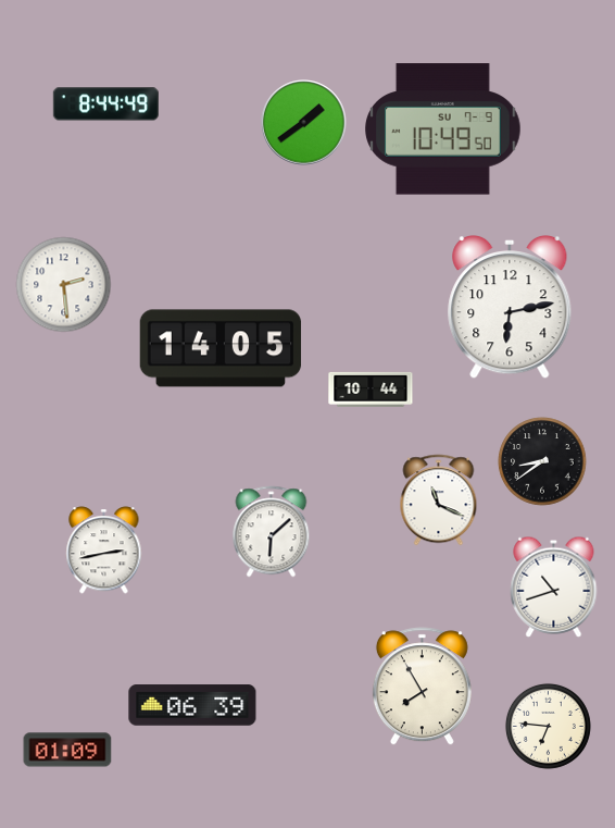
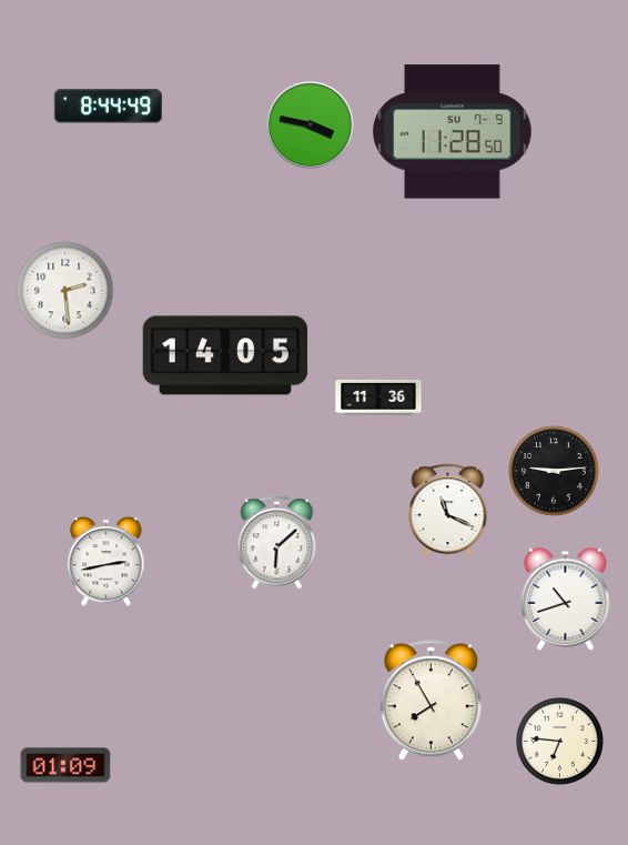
clock at (304, 123): 1:39 -> 3:47
clock at (443, 129): 10:49 -> 11:28
clock at (510, 307): 6:13 -> none
clock at (371, 390): 10:44 -> 11:36
clock at (542, 461): 8:39 -> 9:14
clock at (192, 705): 06:39 -> none
clock at (67, 750) position: (67, 750) -> (65, 765)
